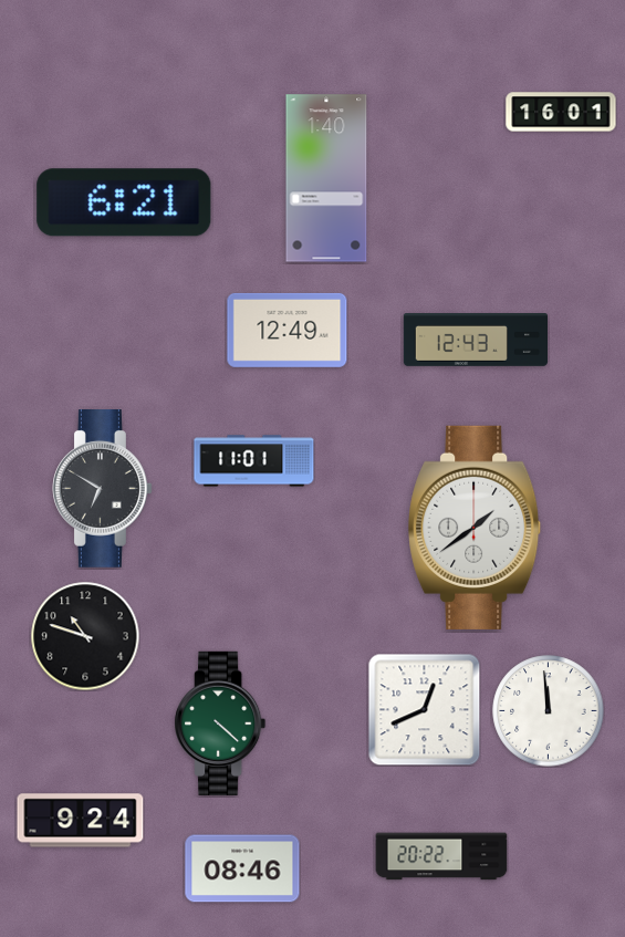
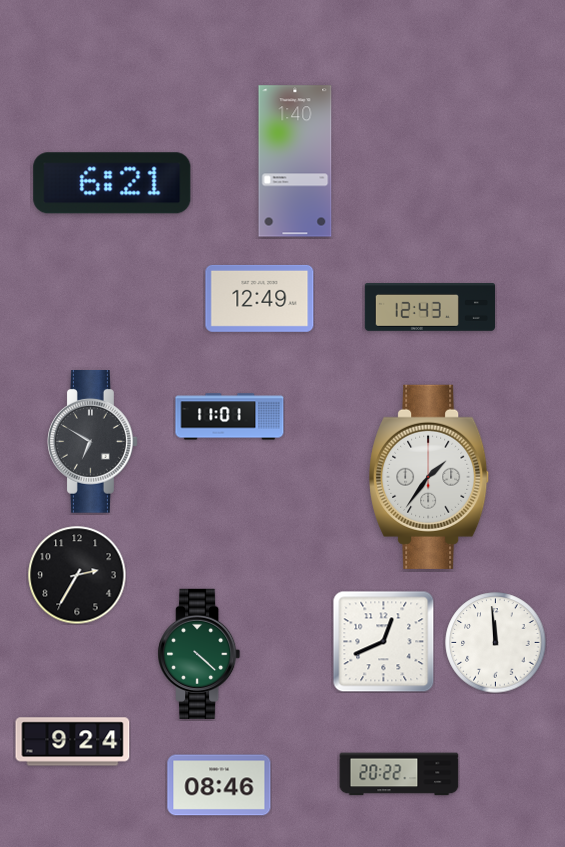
clock at (561, 112): 16:01 -> none
clock at (476, 528): 1:39 -> 1:36
clock at (85, 636): 10:48 -> 2:35
